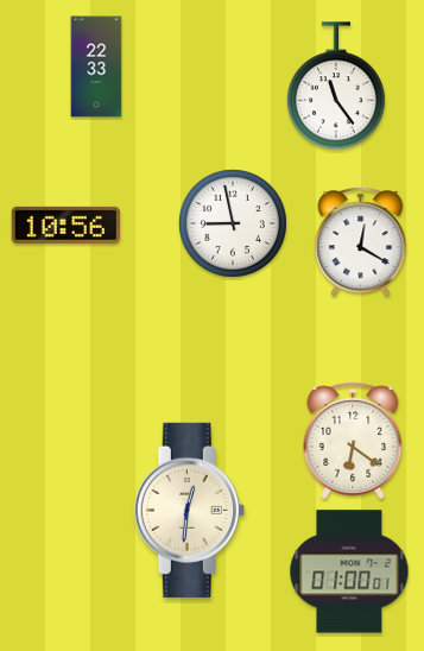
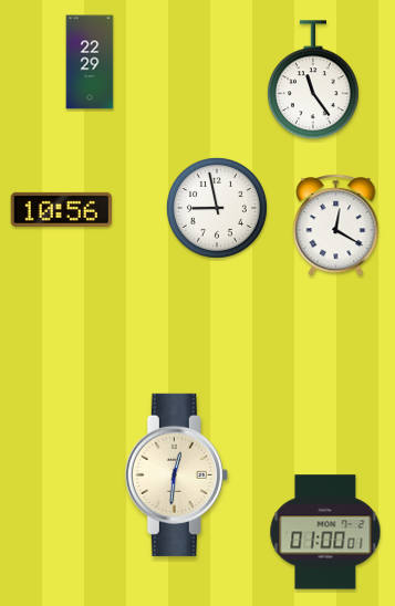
clock at (96, 67): 22:33 -> 22:29
clock at (353, 441): 6:21 -> none
